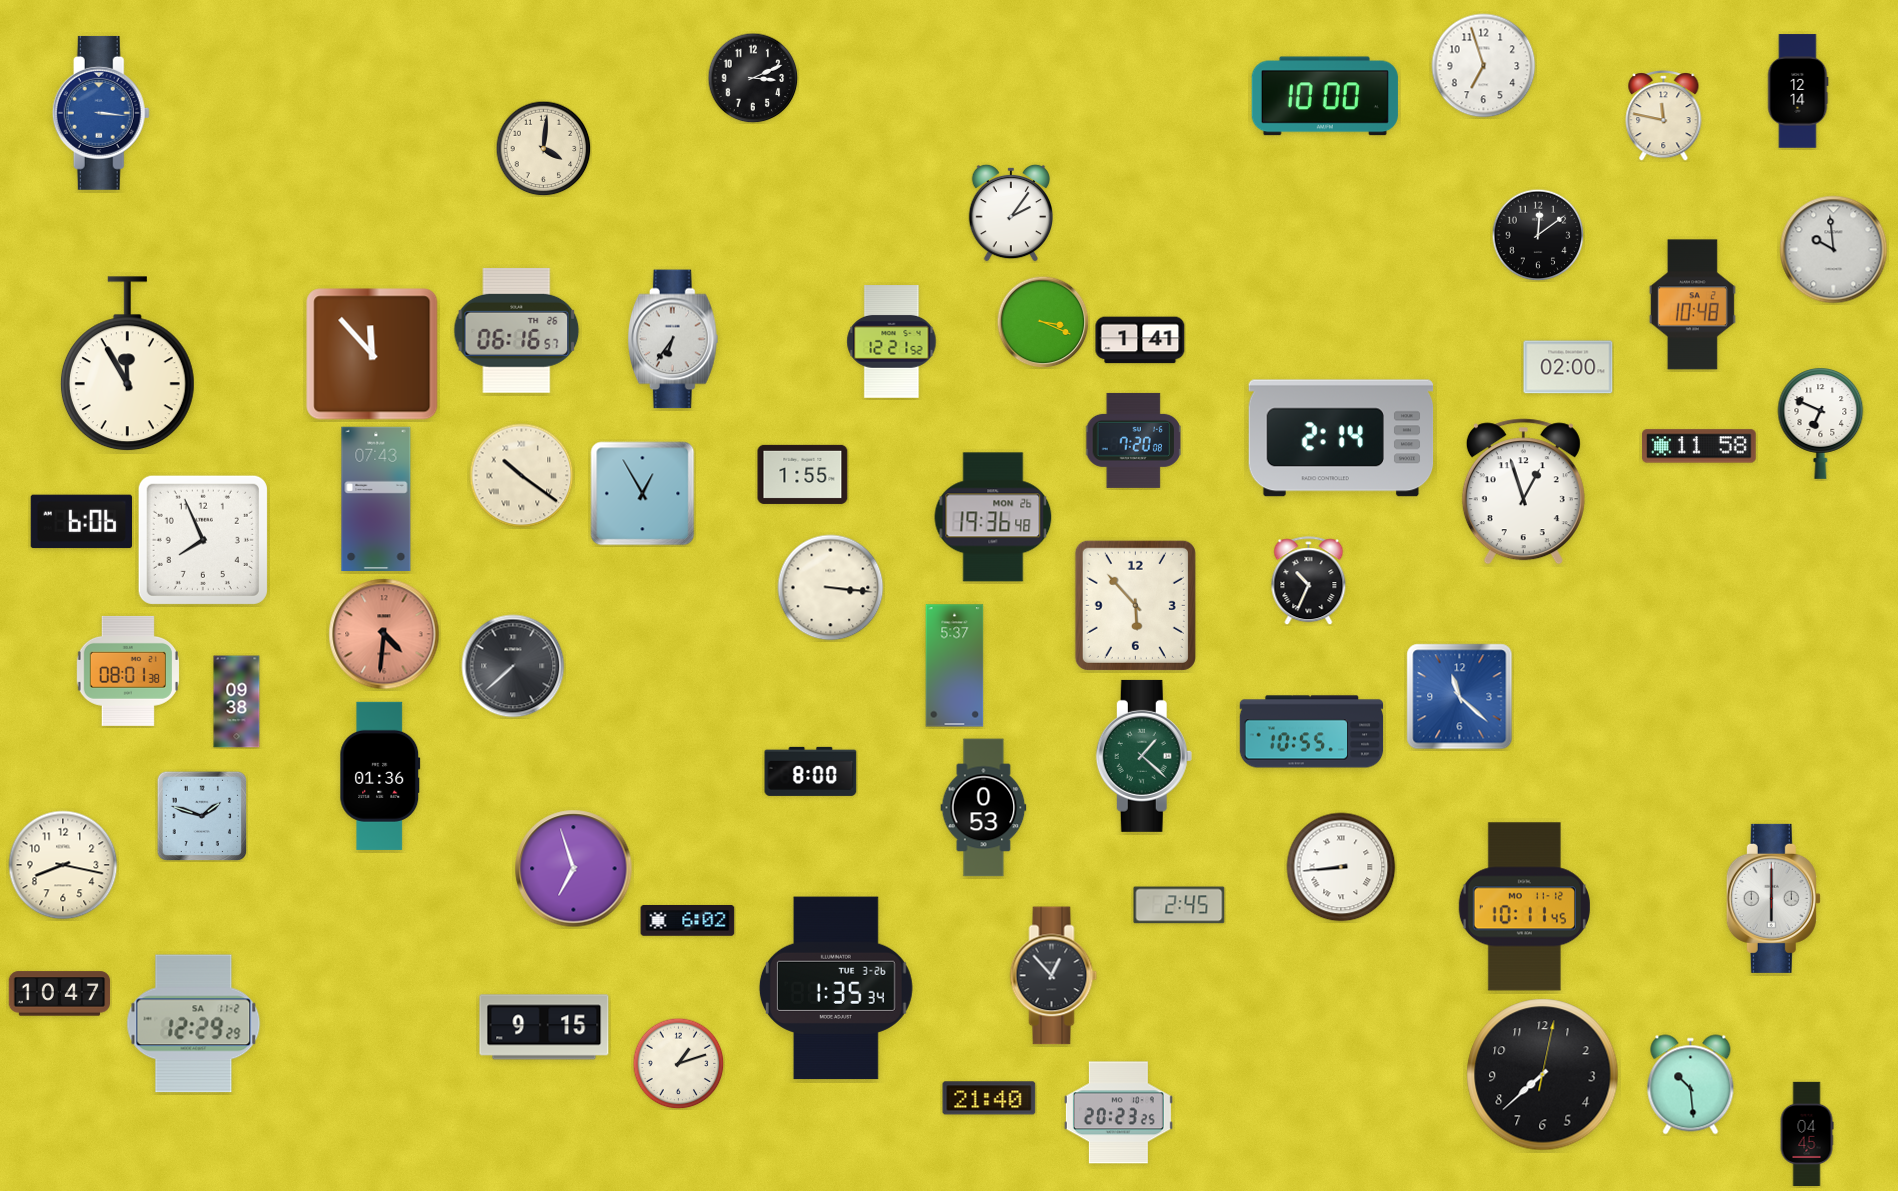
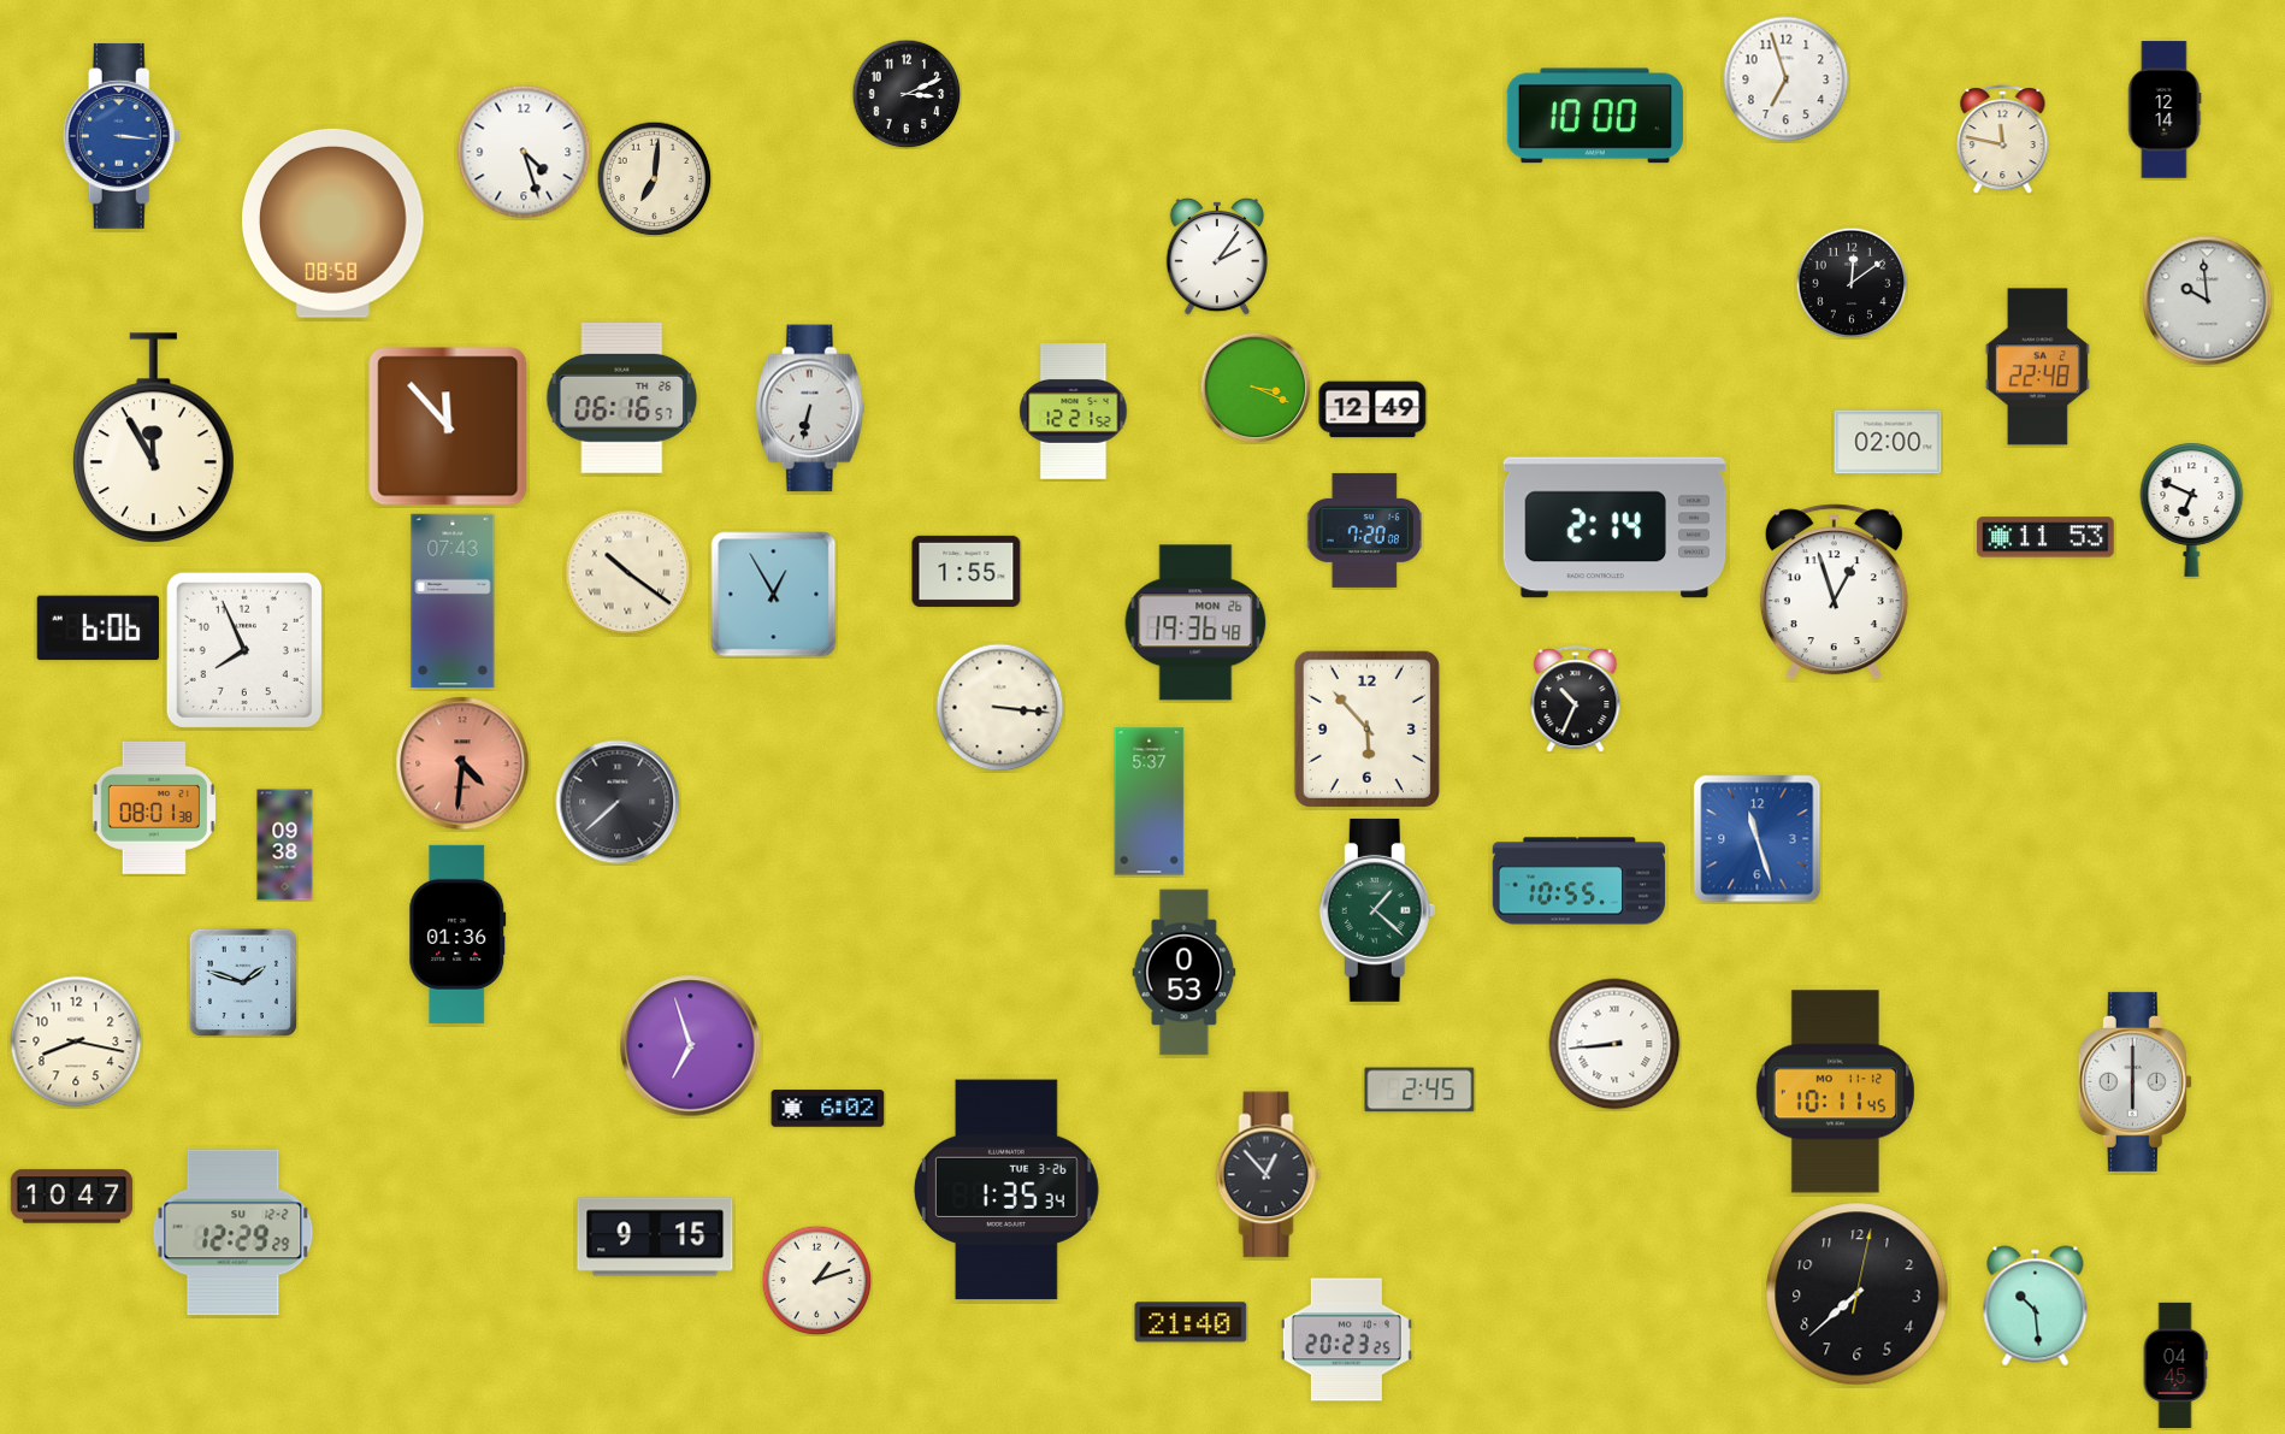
clock at (524, 152): none -> 4:27
clock at (543, 148): 4:01 -> 7:01
clock at (332, 223): none -> 08:58
clock at (1692, 305): 10:48 -> 22:48
clock at (673, 339): 6:36 -> 6:32
clock at (1140, 340): 1:41 -> 12:49
clock at (1699, 446): 11:58 -> 11:53
clock at (1460, 697): 11:22 -> 11:27
clock at (811, 771): 8:00 -> none
clock at (194, 1024) date: SA 11-2 -> SU 12-2
